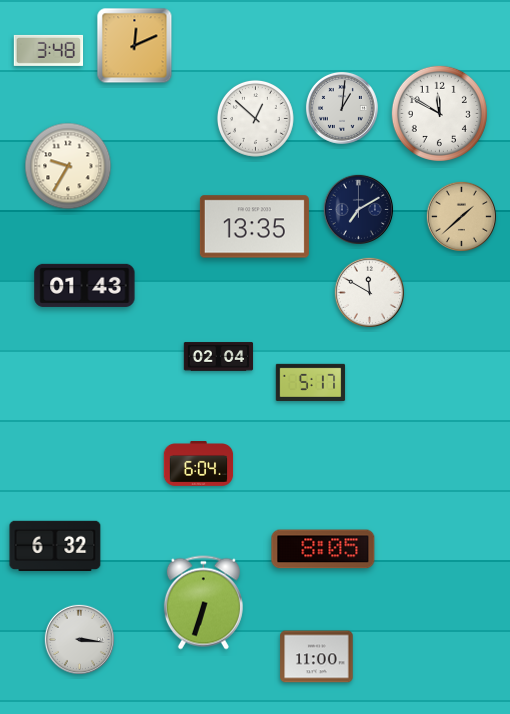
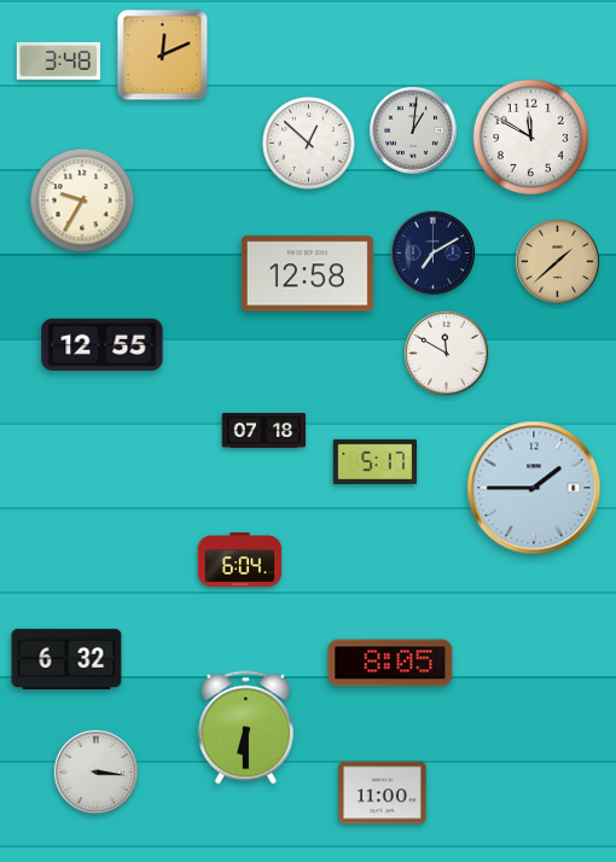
clock at (254, 227): 13:35 -> 12:58
clock at (85, 285): 01:43 -> 12:55
clock at (219, 357): 02:04 -> 07:18
clock at (534, 488): none -> 1:45
clock at (203, 603): 6:33 -> 6:30
